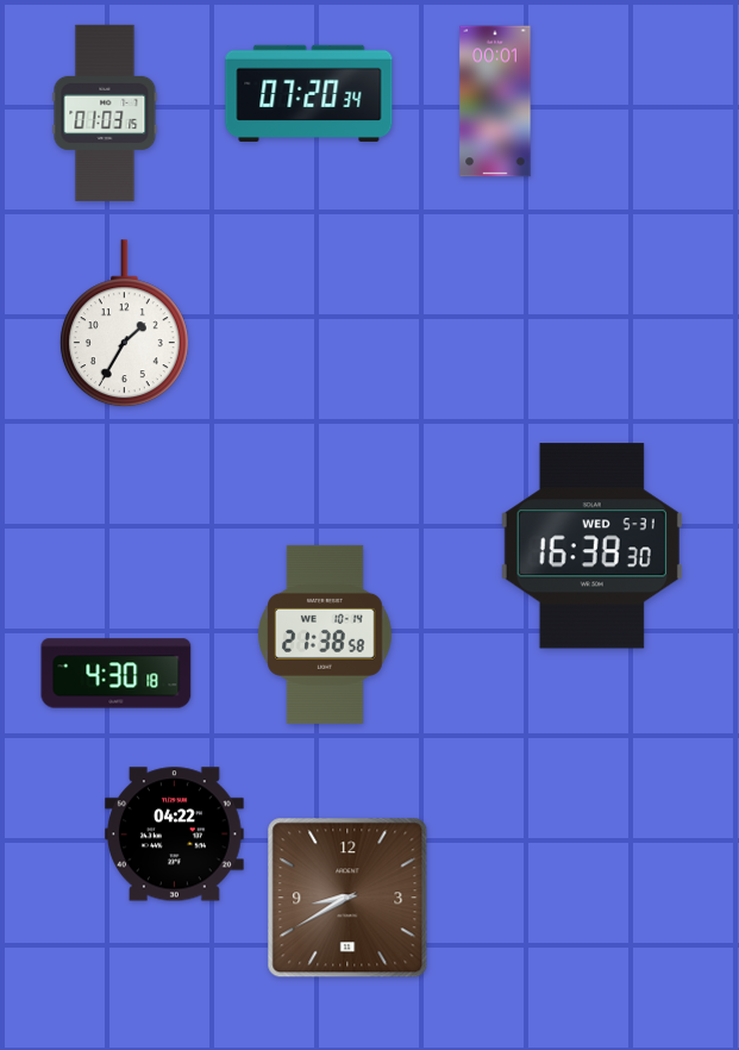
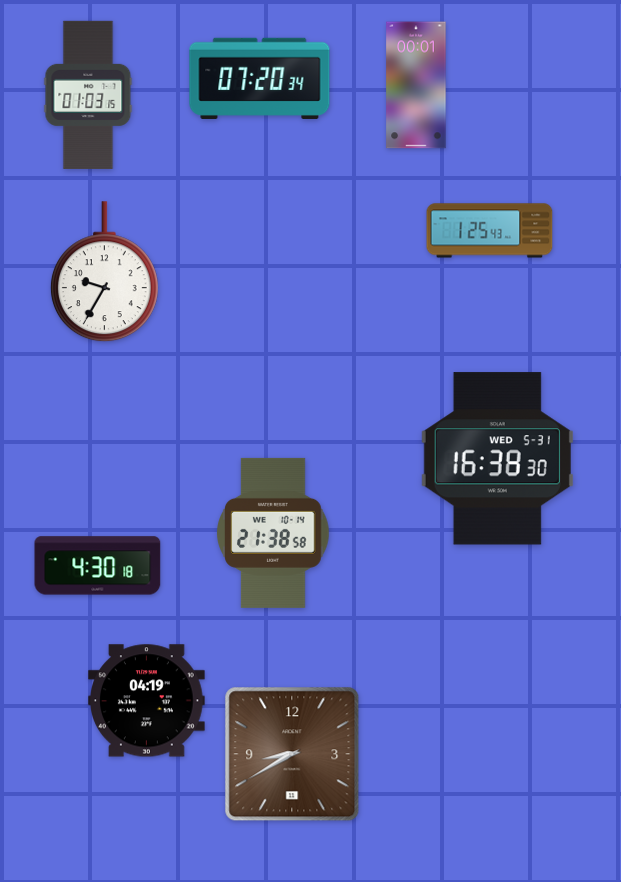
clock at (490, 231): none -> 1:25
clock at (124, 324): 1:35 -> 9:35
clock at (175, 835): 04:22 -> 04:19
